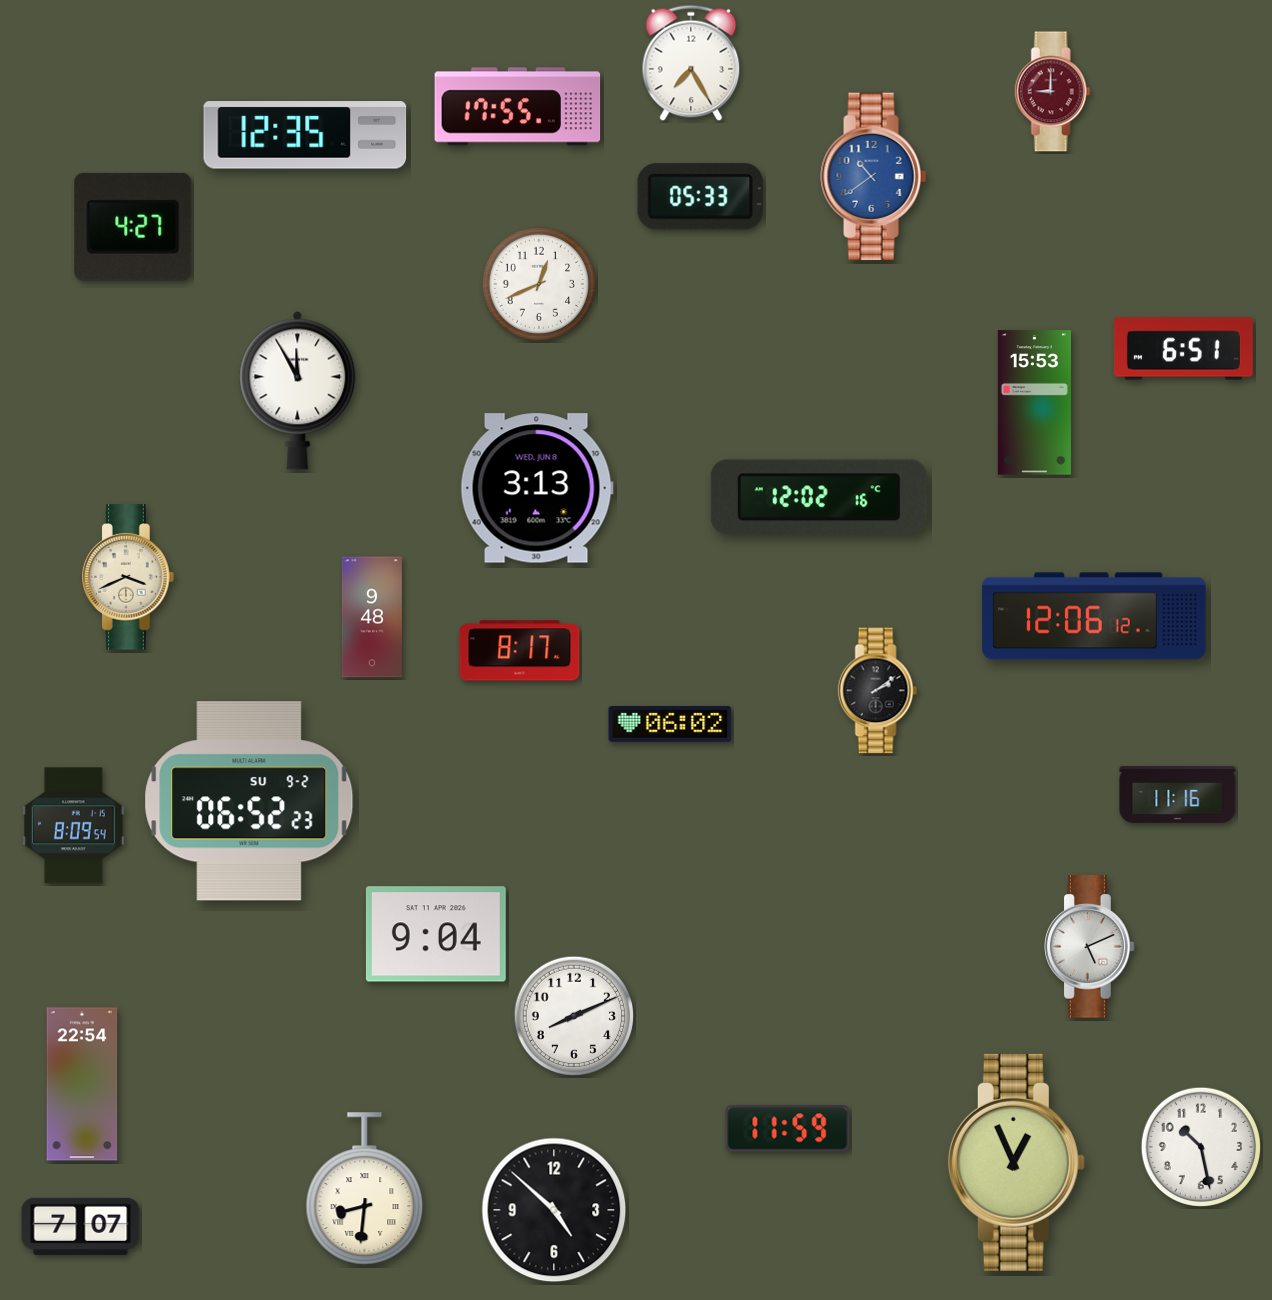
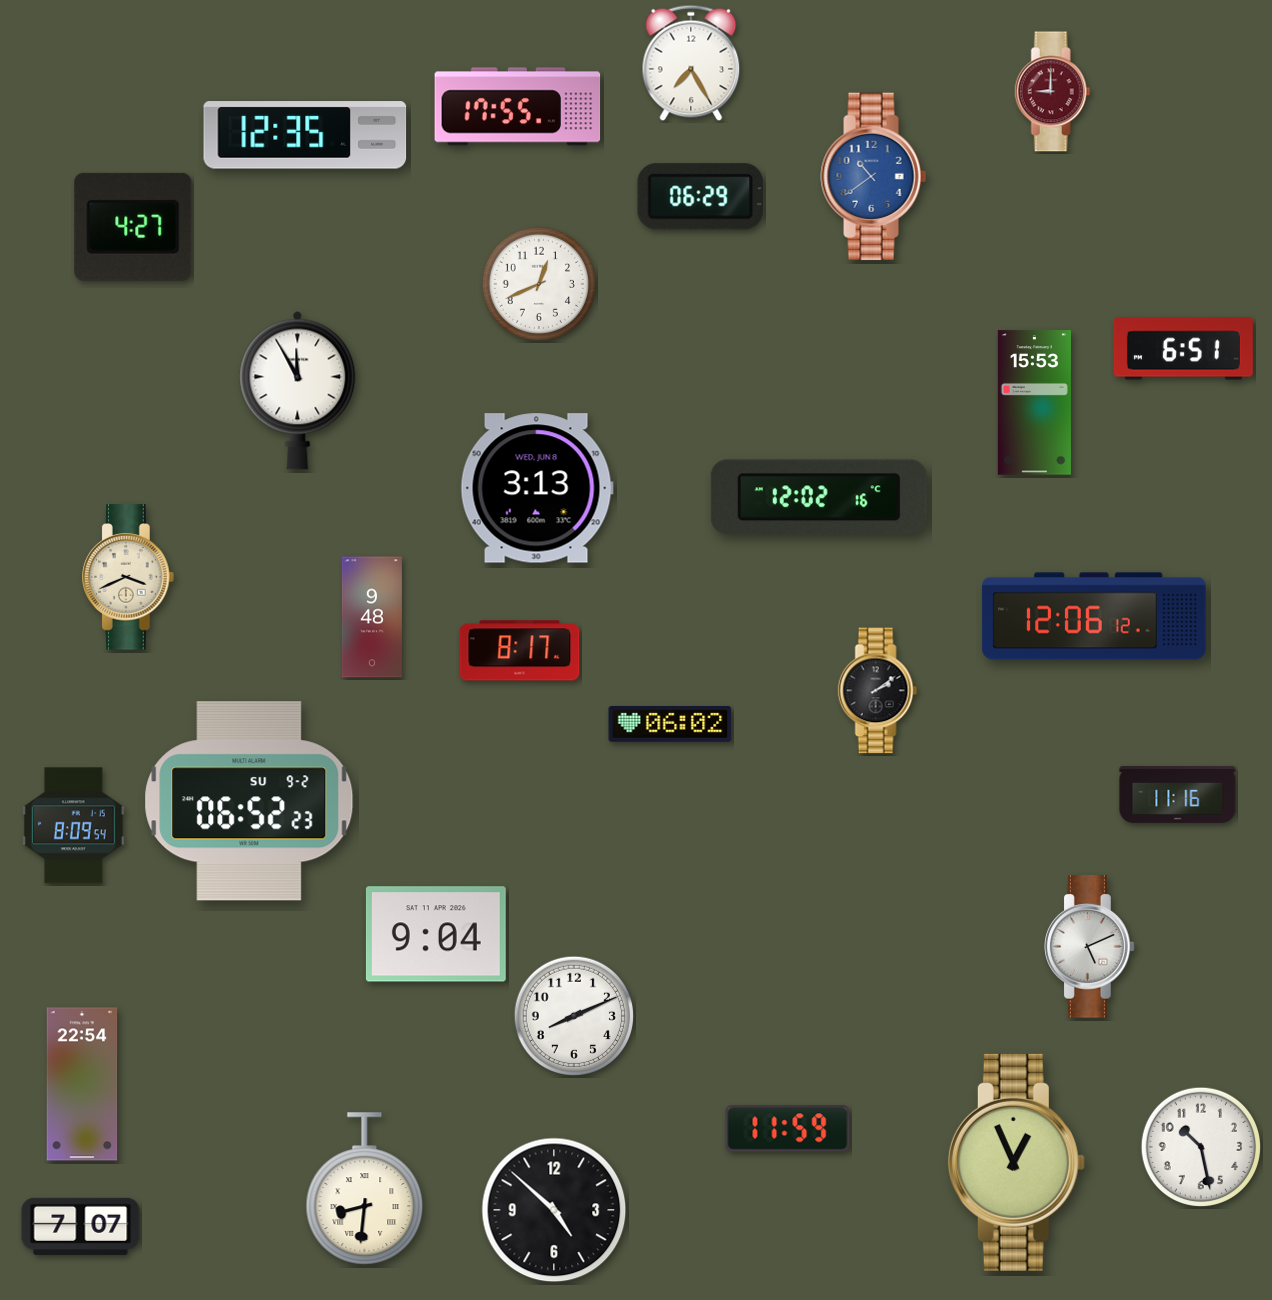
clock at (701, 197): 05:33 -> 06:29
